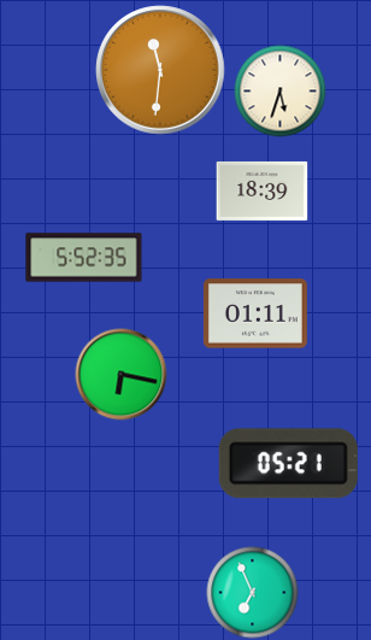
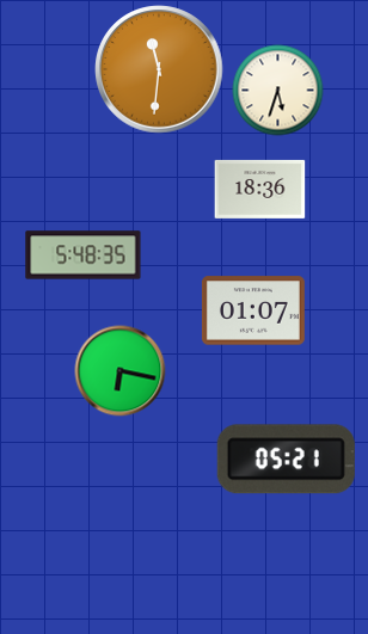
clock at (263, 190): 18:39 -> 18:36
clock at (84, 258): 5:52 -> 5:48
clock at (255, 313): 01:11 -> 01:07
clock at (253, 593): 6:56 -> none
